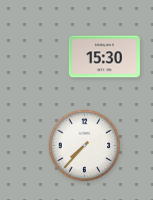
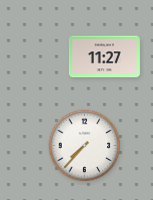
clock at (104, 57): 15:30 -> 11:27
